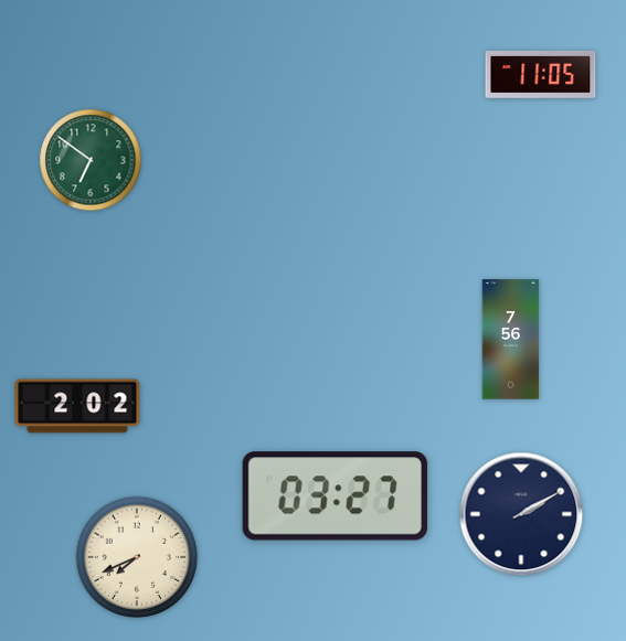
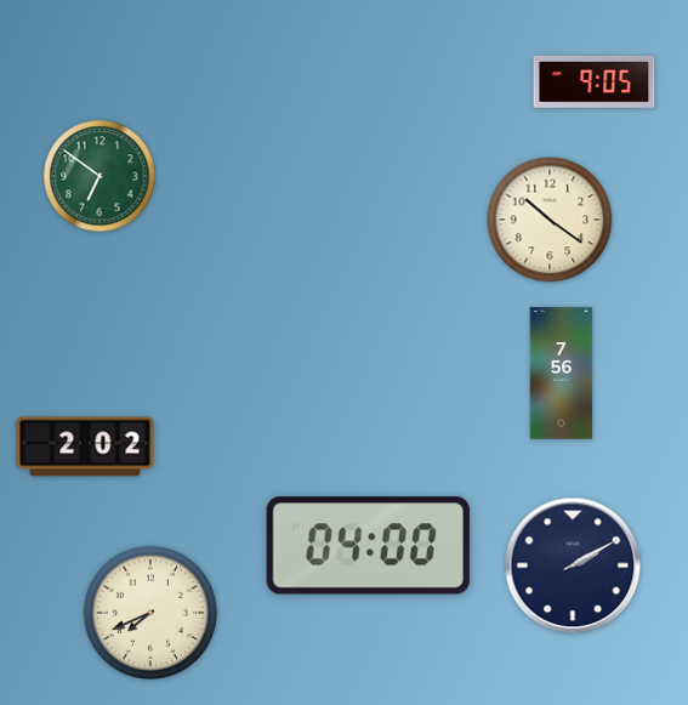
clock at (541, 74): 11:05 -> 9:05
clock at (550, 220): none -> 10:21
clock at (335, 496): 03:27 -> 04:00
